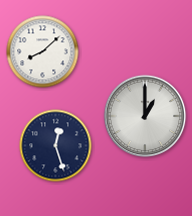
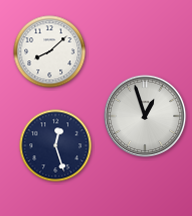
clock at (43, 52) position: (43, 52) -> (50, 52)
clock at (145, 116): 1:00 -> 12:57
